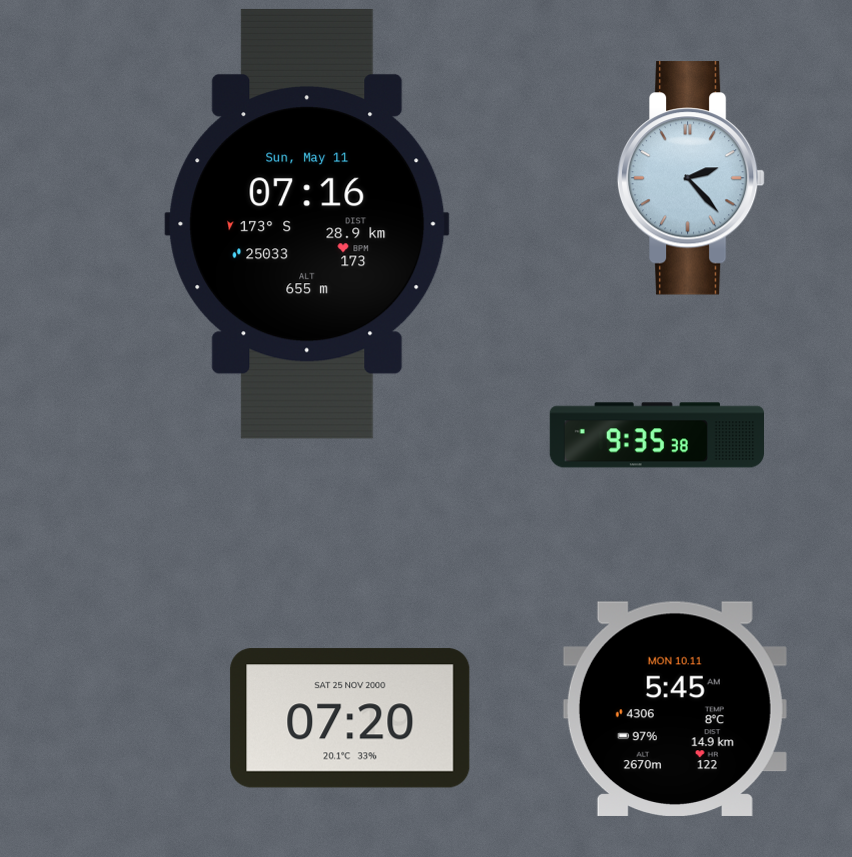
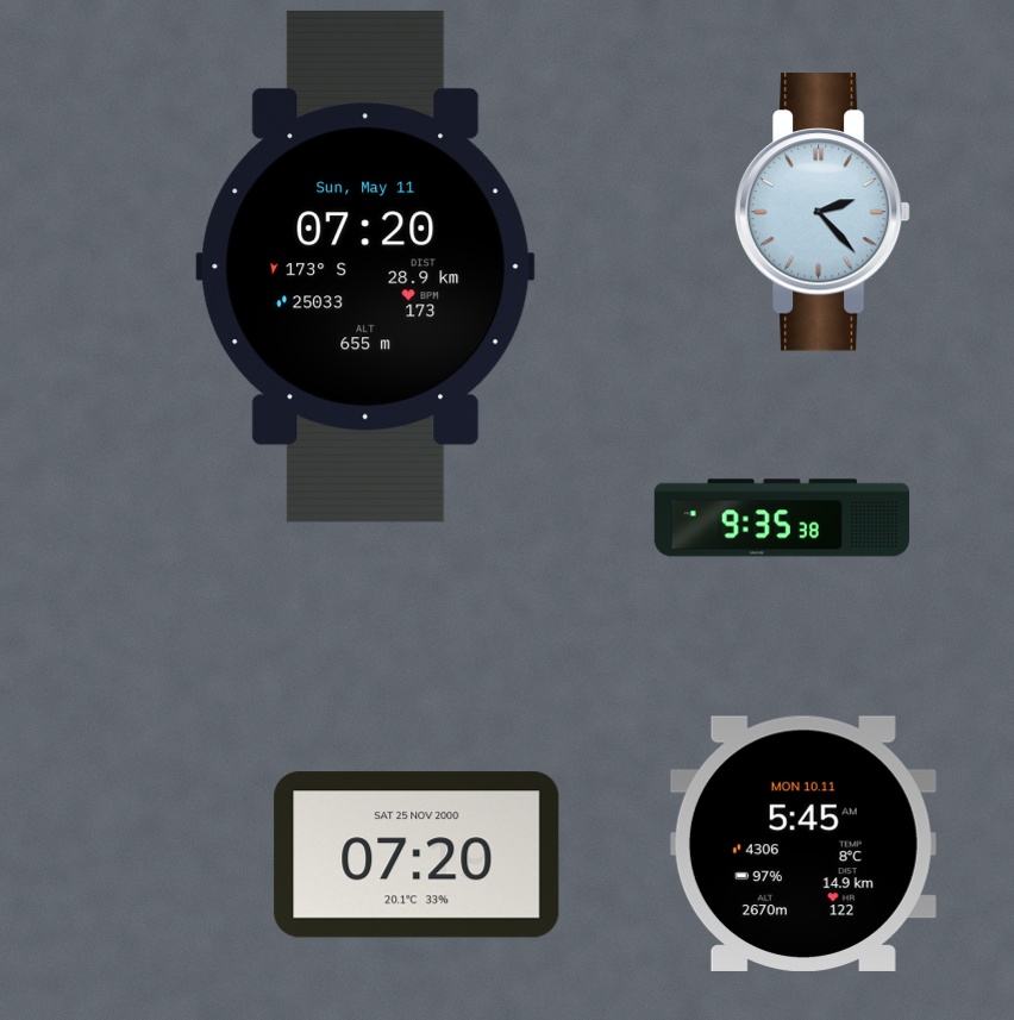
clock at (307, 224): 07:16 -> 07:20
